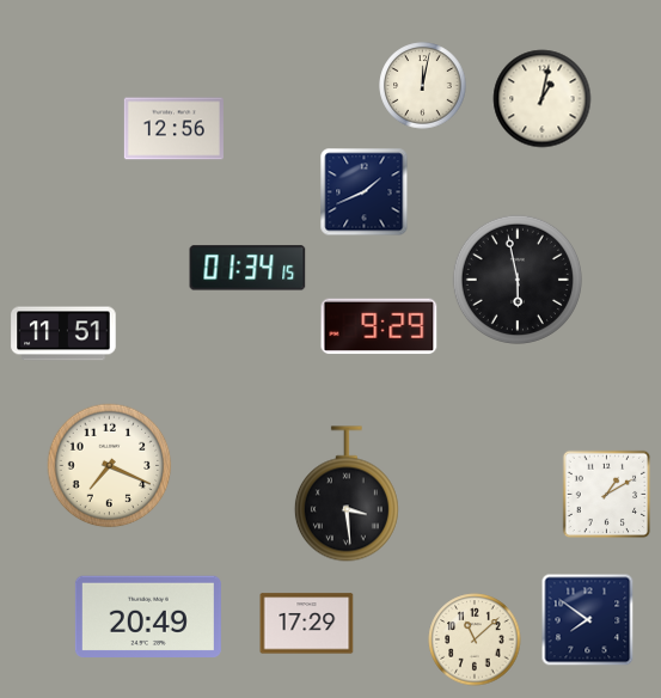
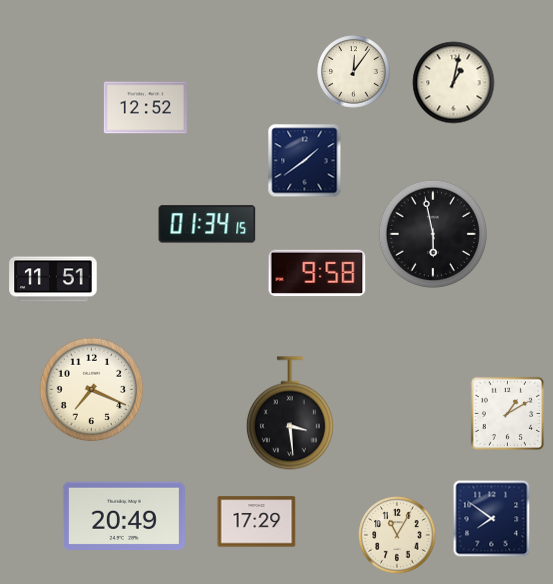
clock at (423, 86): 12:02 -> 12:06
clock at (173, 129): 12:56 -> 12:52
clock at (365, 192): 1:41 -> 1:39
clock at (379, 326): 9:29 -> 9:58
clock at (475, 639): 11:08 -> 11:05
